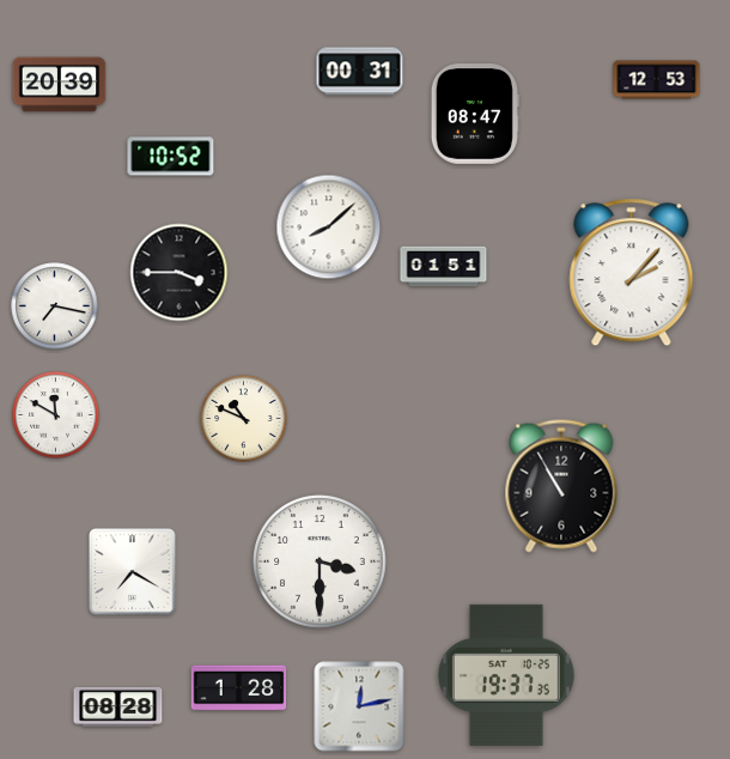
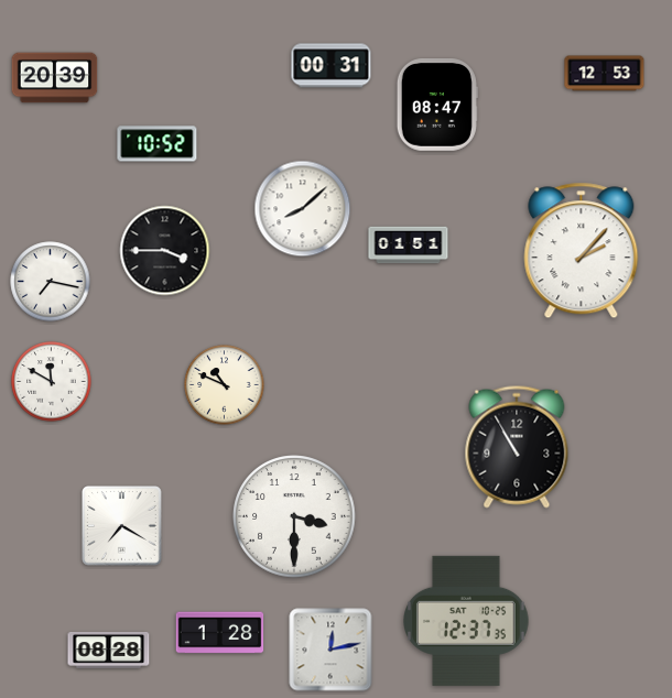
clock at (507, 675): 19:37 -> 12:37
